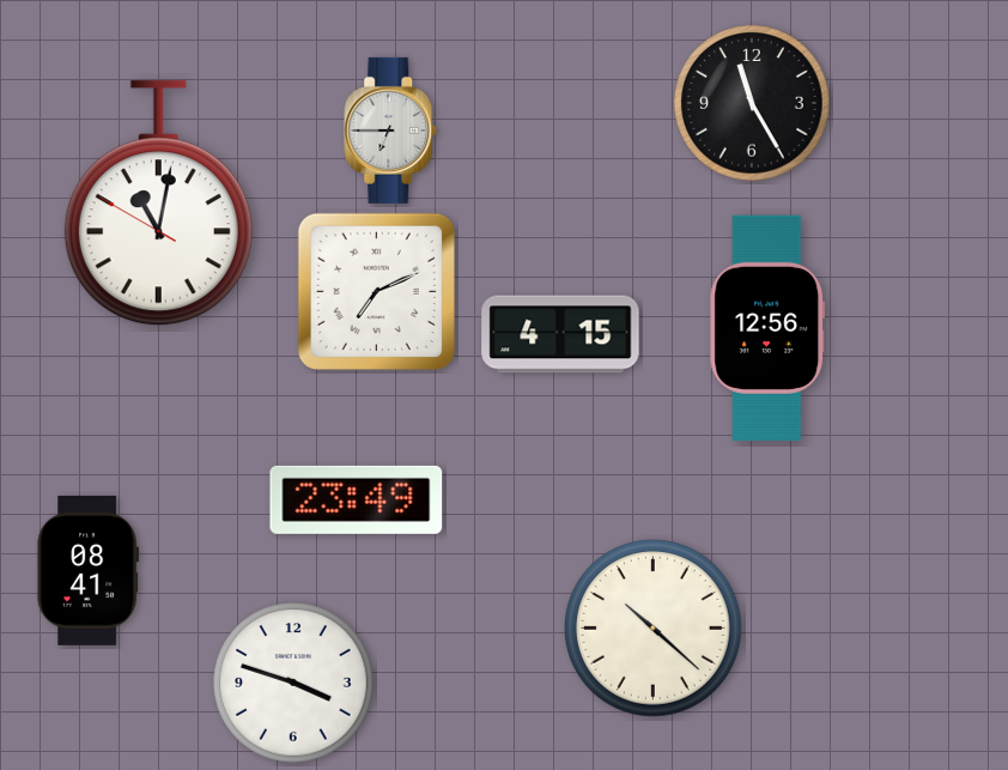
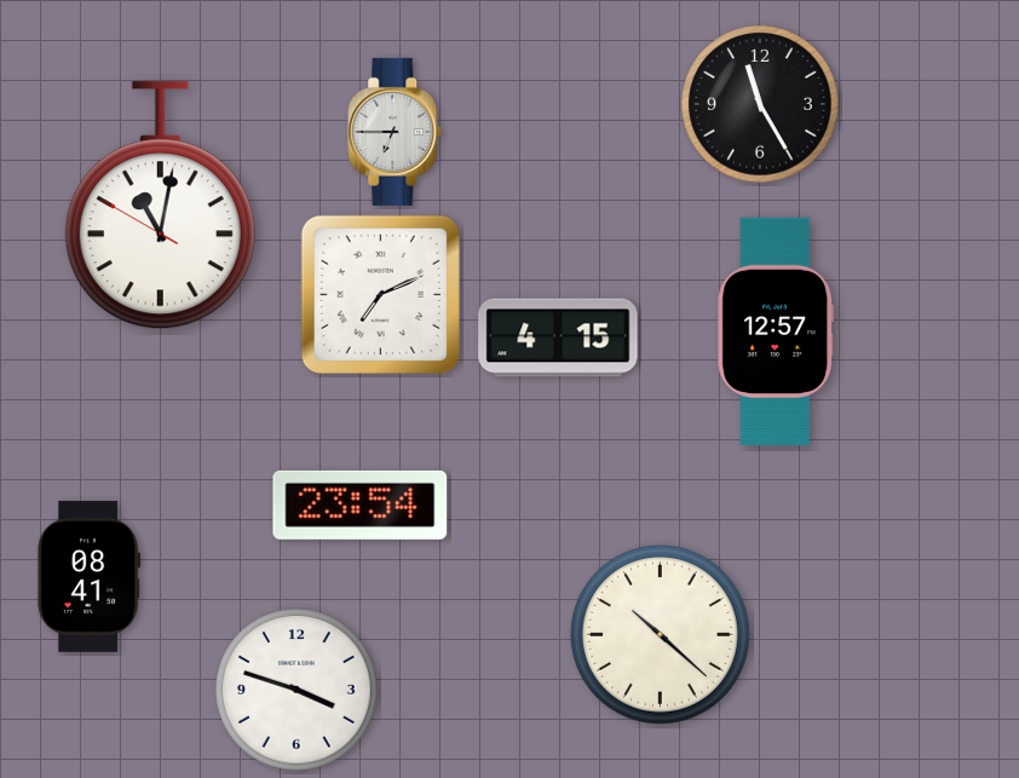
clock at (767, 328): 12:56 -> 12:57
clock at (560, 334) position: (560, 334) -> (558, 338)
clock at (357, 499): 23:49 -> 23:54
